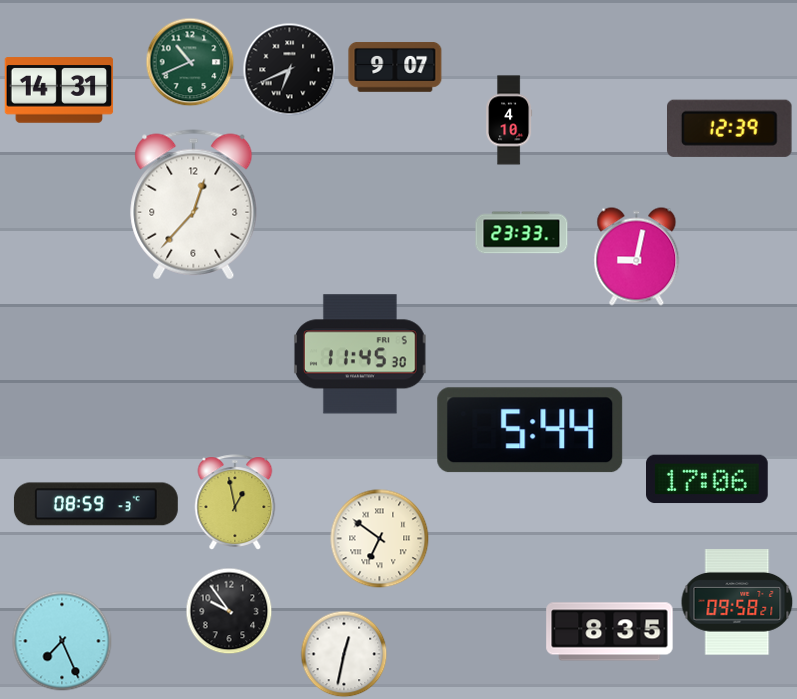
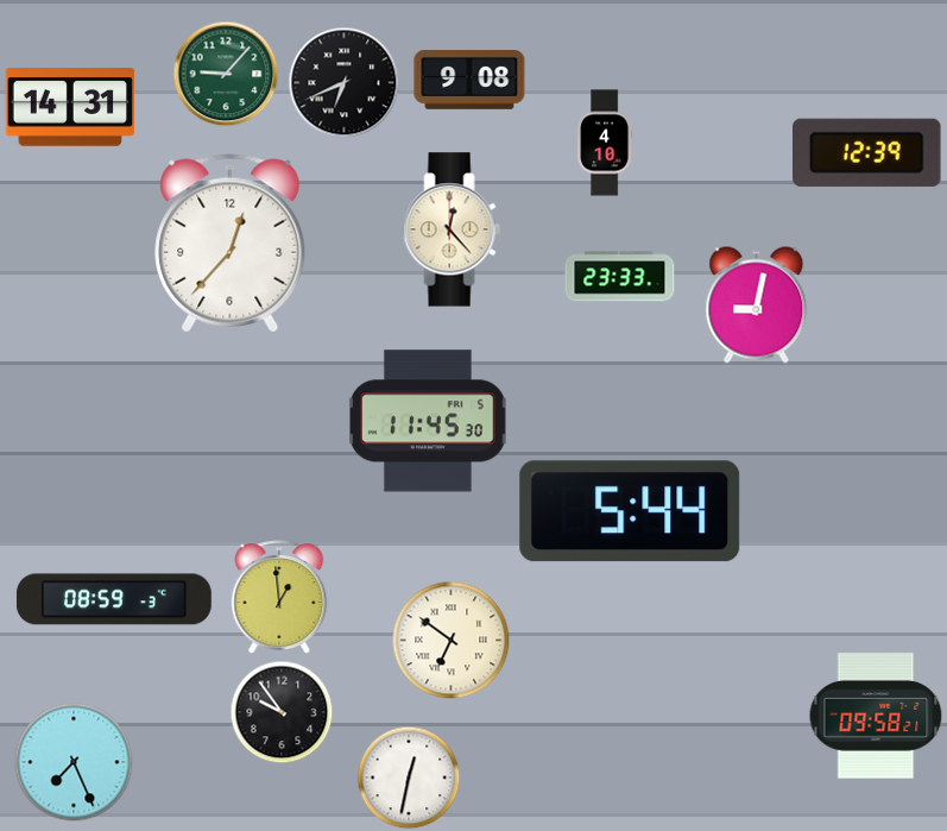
clock at (190, 62): 10:41 -> 9:07
clock at (395, 68): 9:07 -> 9:08
clock at (452, 229): none -> 12:23
clock at (707, 479): 17:06 -> none
clock at (235, 502): 12:58 -> 12:59
clock at (229, 611) position: (229, 611) -> (282, 712)
clock at (610, 632): 8:35 -> none
